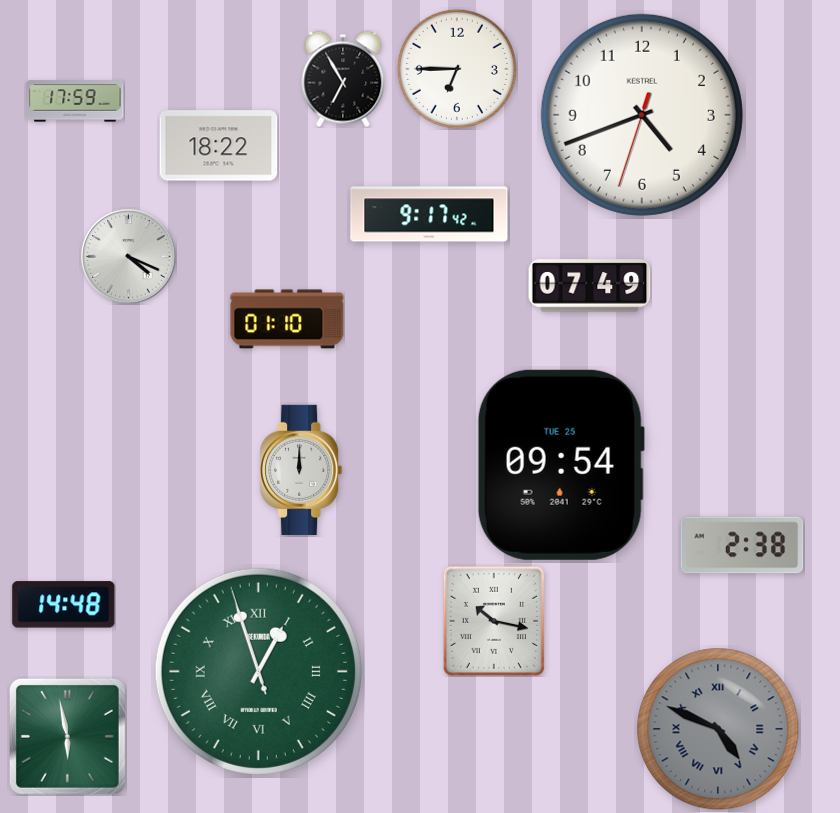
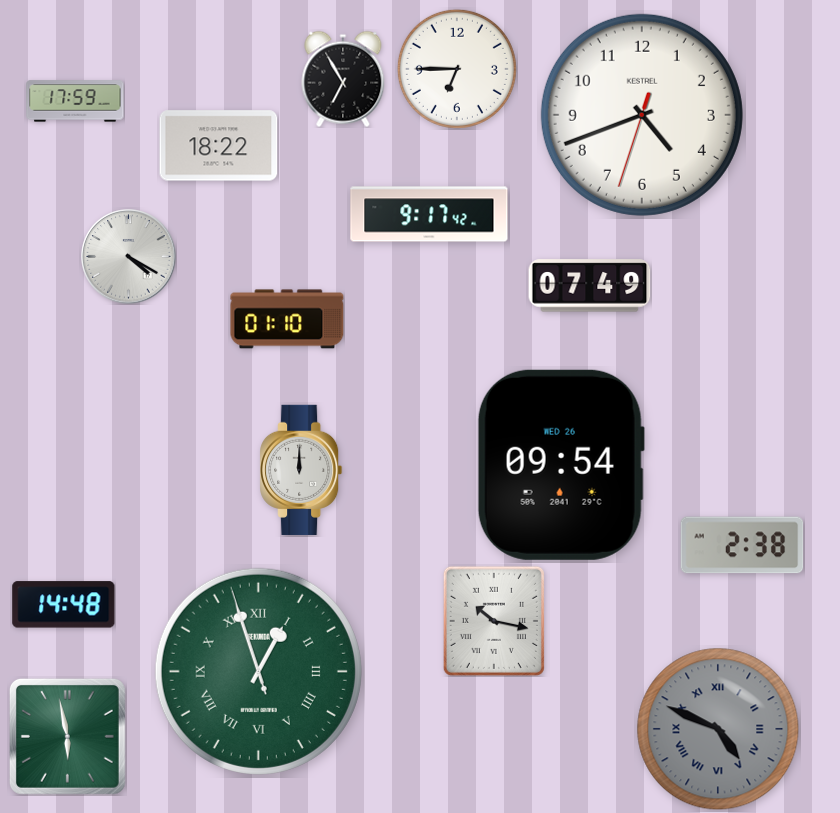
clock at (129, 257): 4:19 -> 4:20
clock at (561, 465) date: TUE 25 -> WED 26
